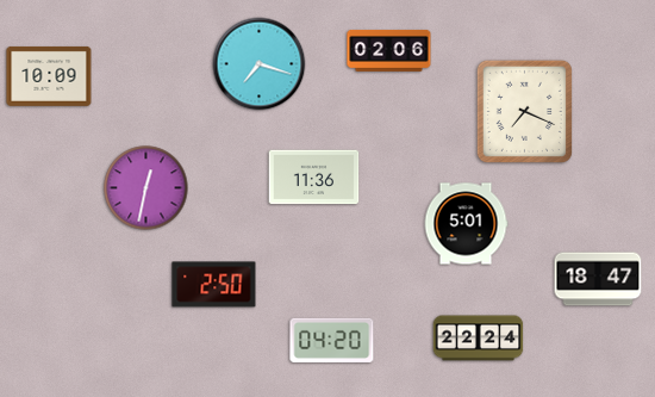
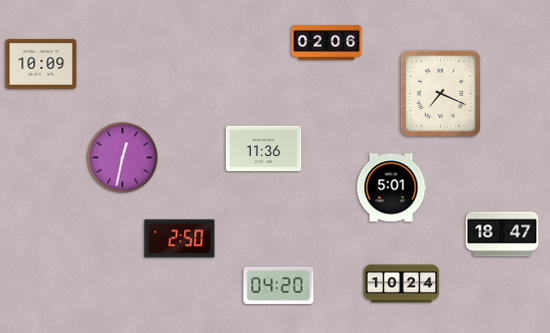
clock at (260, 64): 7:18 -> none
clock at (479, 339): 22:24 -> 10:24
